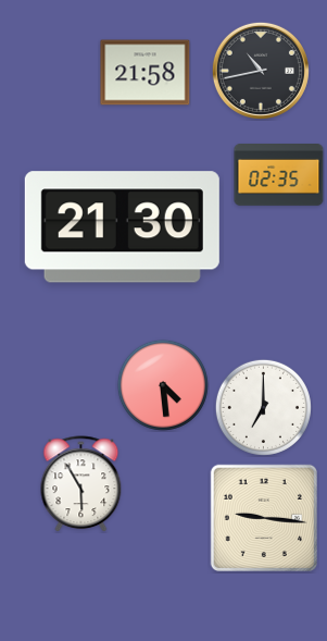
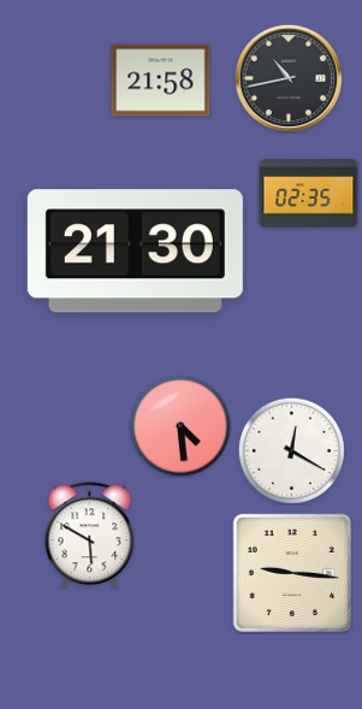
clock at (263, 407): 7:00 -> 12:20
clock at (81, 484): 5:55 -> 5:50
